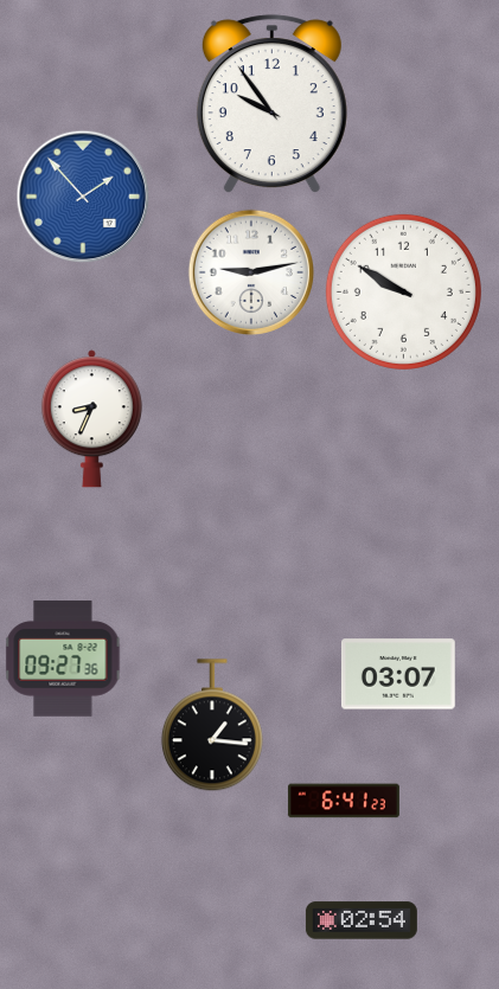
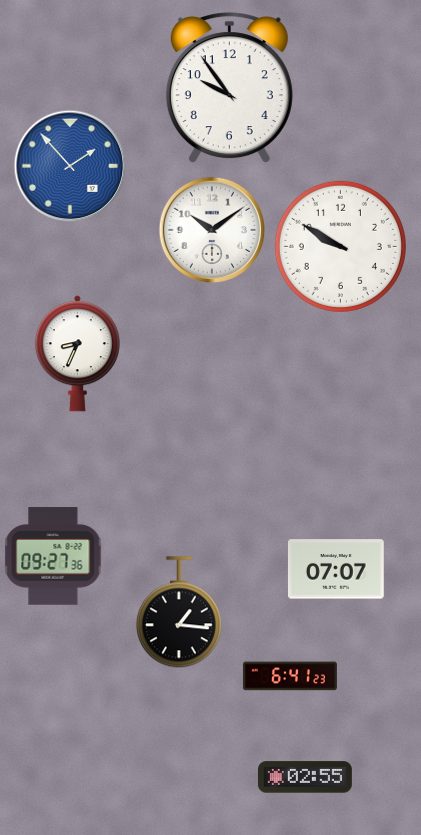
clock at (250, 271): 9:13 -> 10:09
clock at (398, 674): 03:07 -> 07:07
clock at (362, 920): 02:54 -> 02:55
